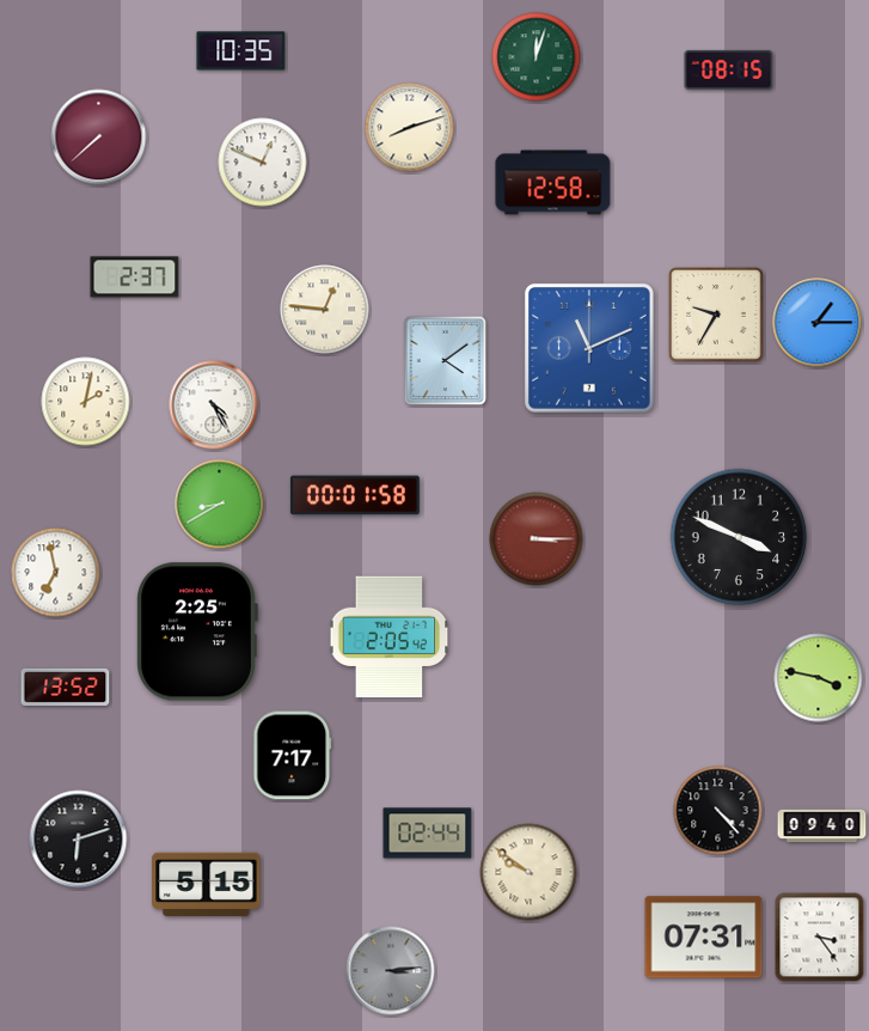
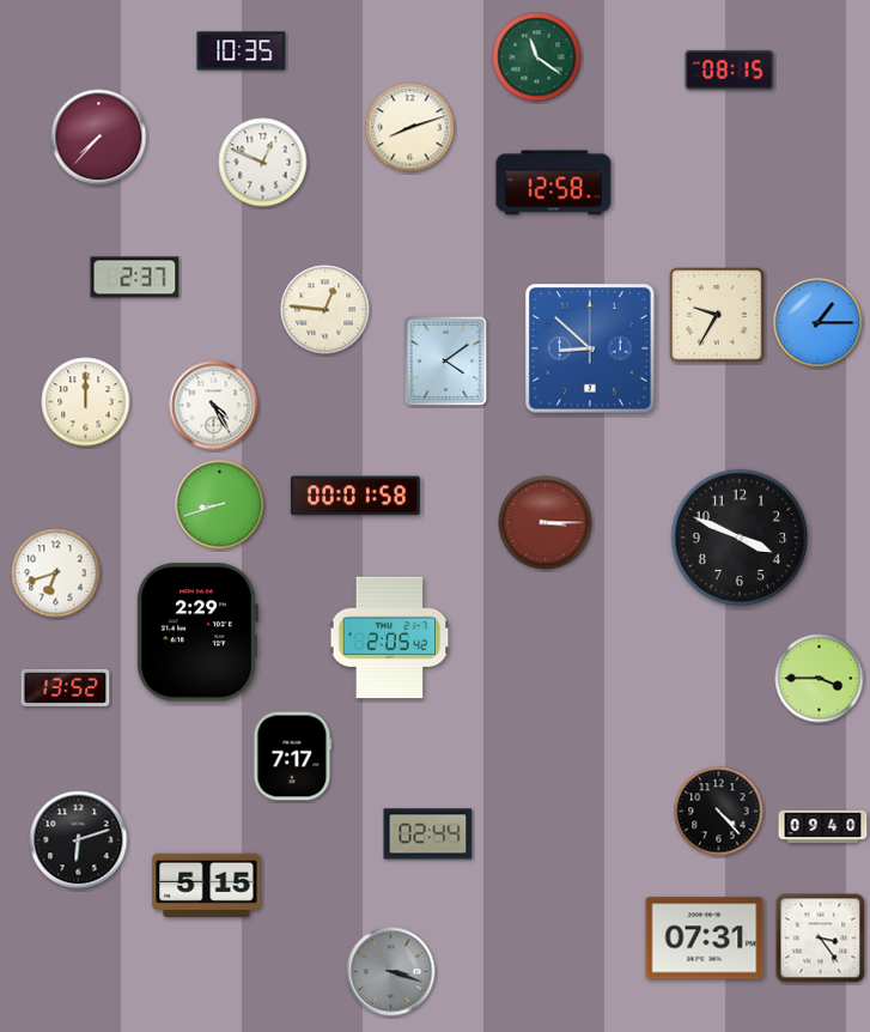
clock at (537, 57): 12:03 -> 11:21
clock at (99, 138): 7:38 -> 7:37
clock at (589, 348): 11:11 -> 8:52
clock at (86, 402): 2:02 -> 12:00
clock at (220, 505): 8:40 -> 8:42
clock at (537, 539) position: (537, 539) -> (546, 523)
clock at (56, 573): 6:58 -> 6:42
clock at (197, 632): 2:25 -> 2:29
clock at (819, 678): 3:47 -> 3:45
clock at (528, 872): 9:51 -> none
clock at (391, 971): 3:14 -> 3:18
